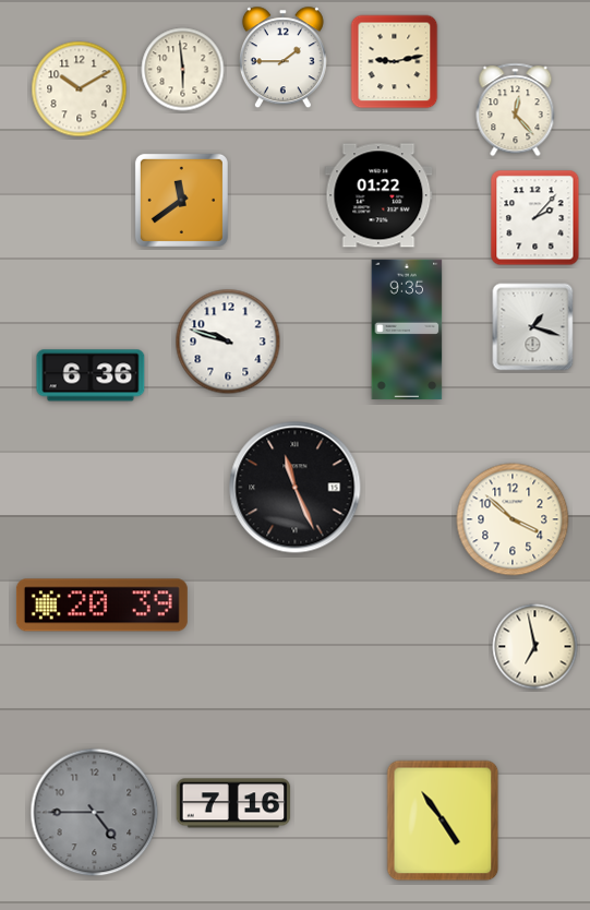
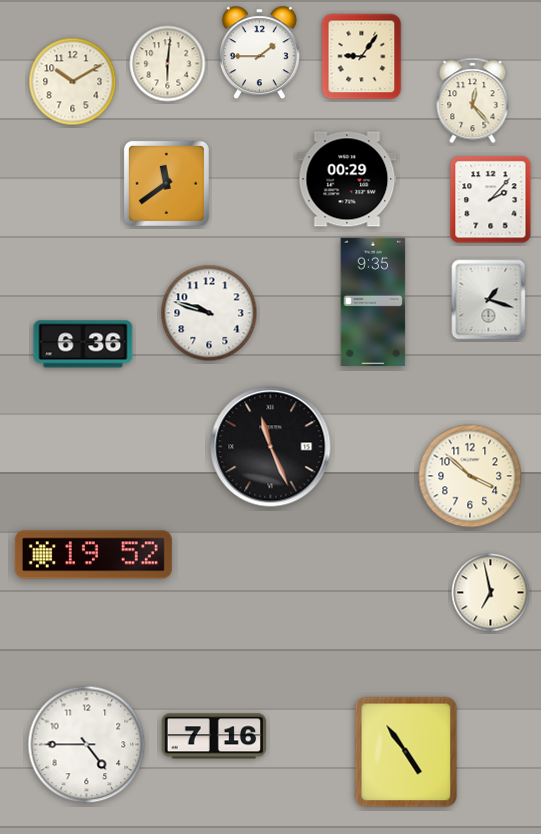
clock at (395, 62): 9:13 -> 9:06
clock at (183, 70): 5:59 -> 6:01
clock at (378, 195): 01:22 -> 00:29
clock at (101, 606): 20:39 -> 19:52
clock at (95, 813) dial: grey -> white
